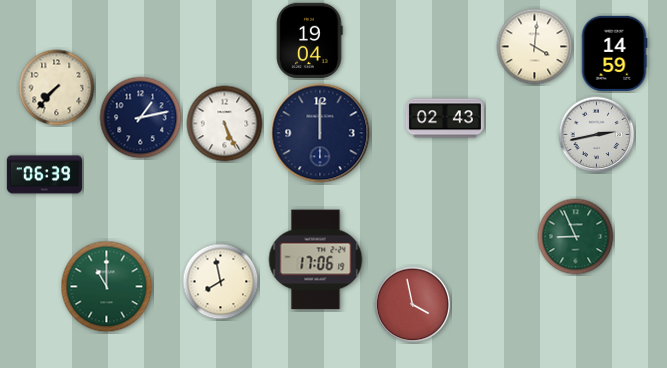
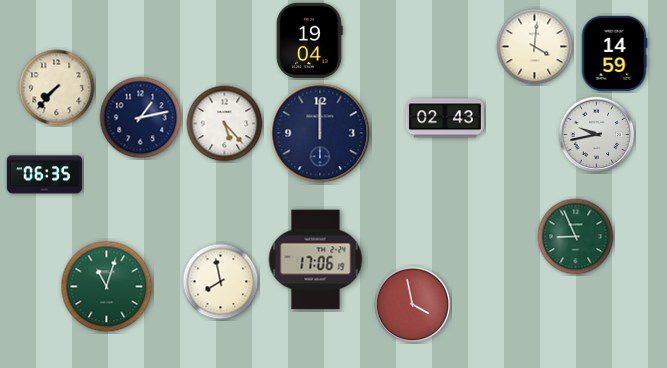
clock at (225, 124): 5:26 -> 5:23
clock at (597, 135): 2:43 -> 9:43
clock at (44, 175): 06:39 -> 06:35
clock at (107, 287): 11:00 -> 11:03
